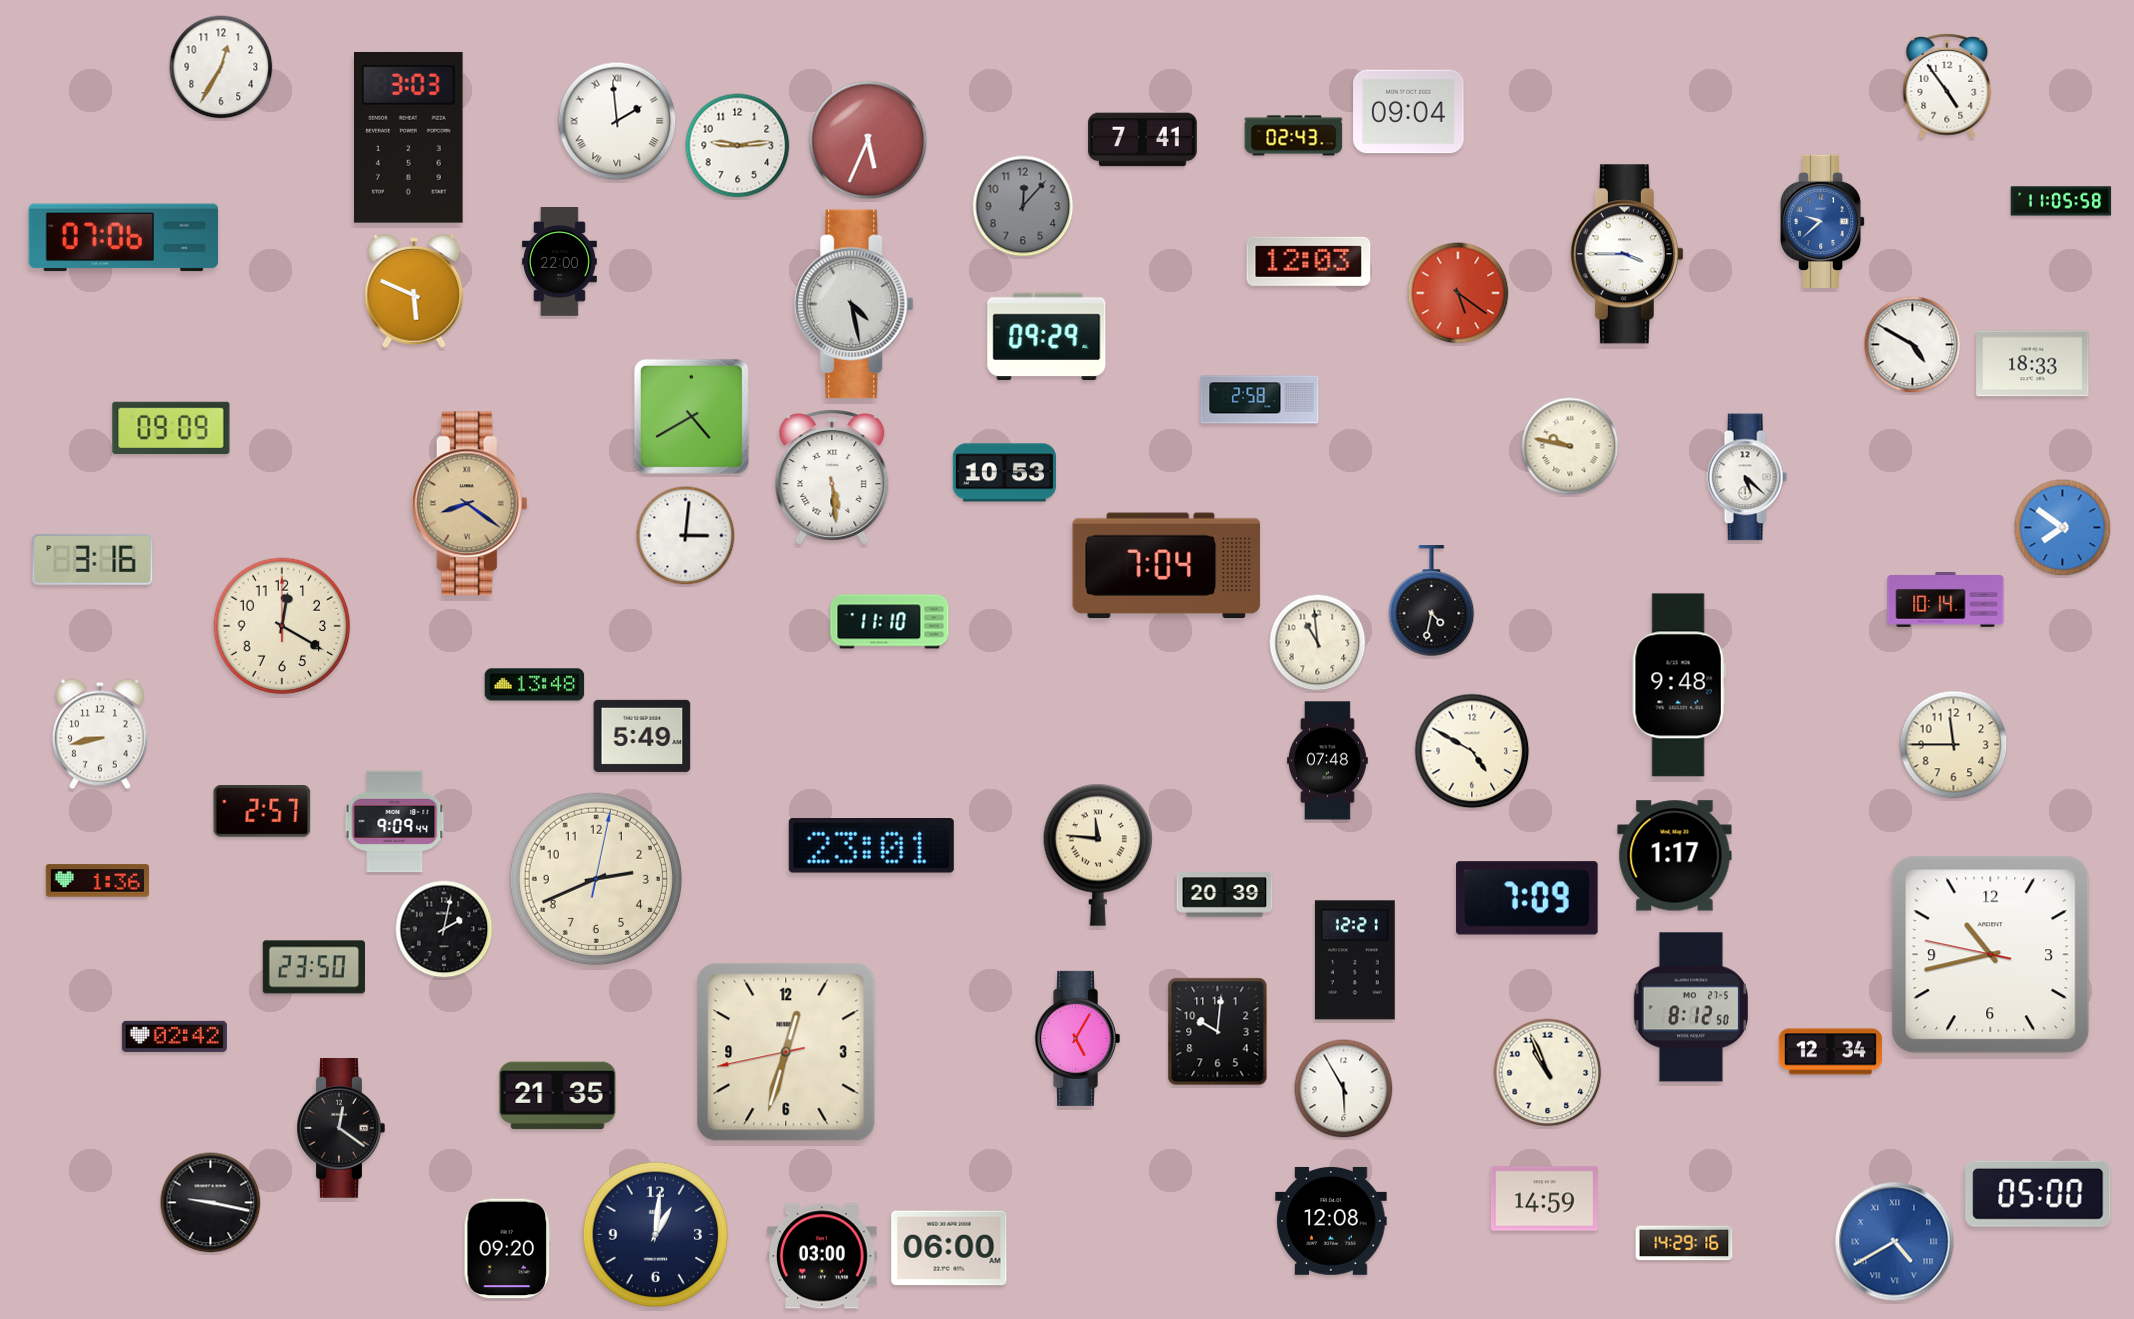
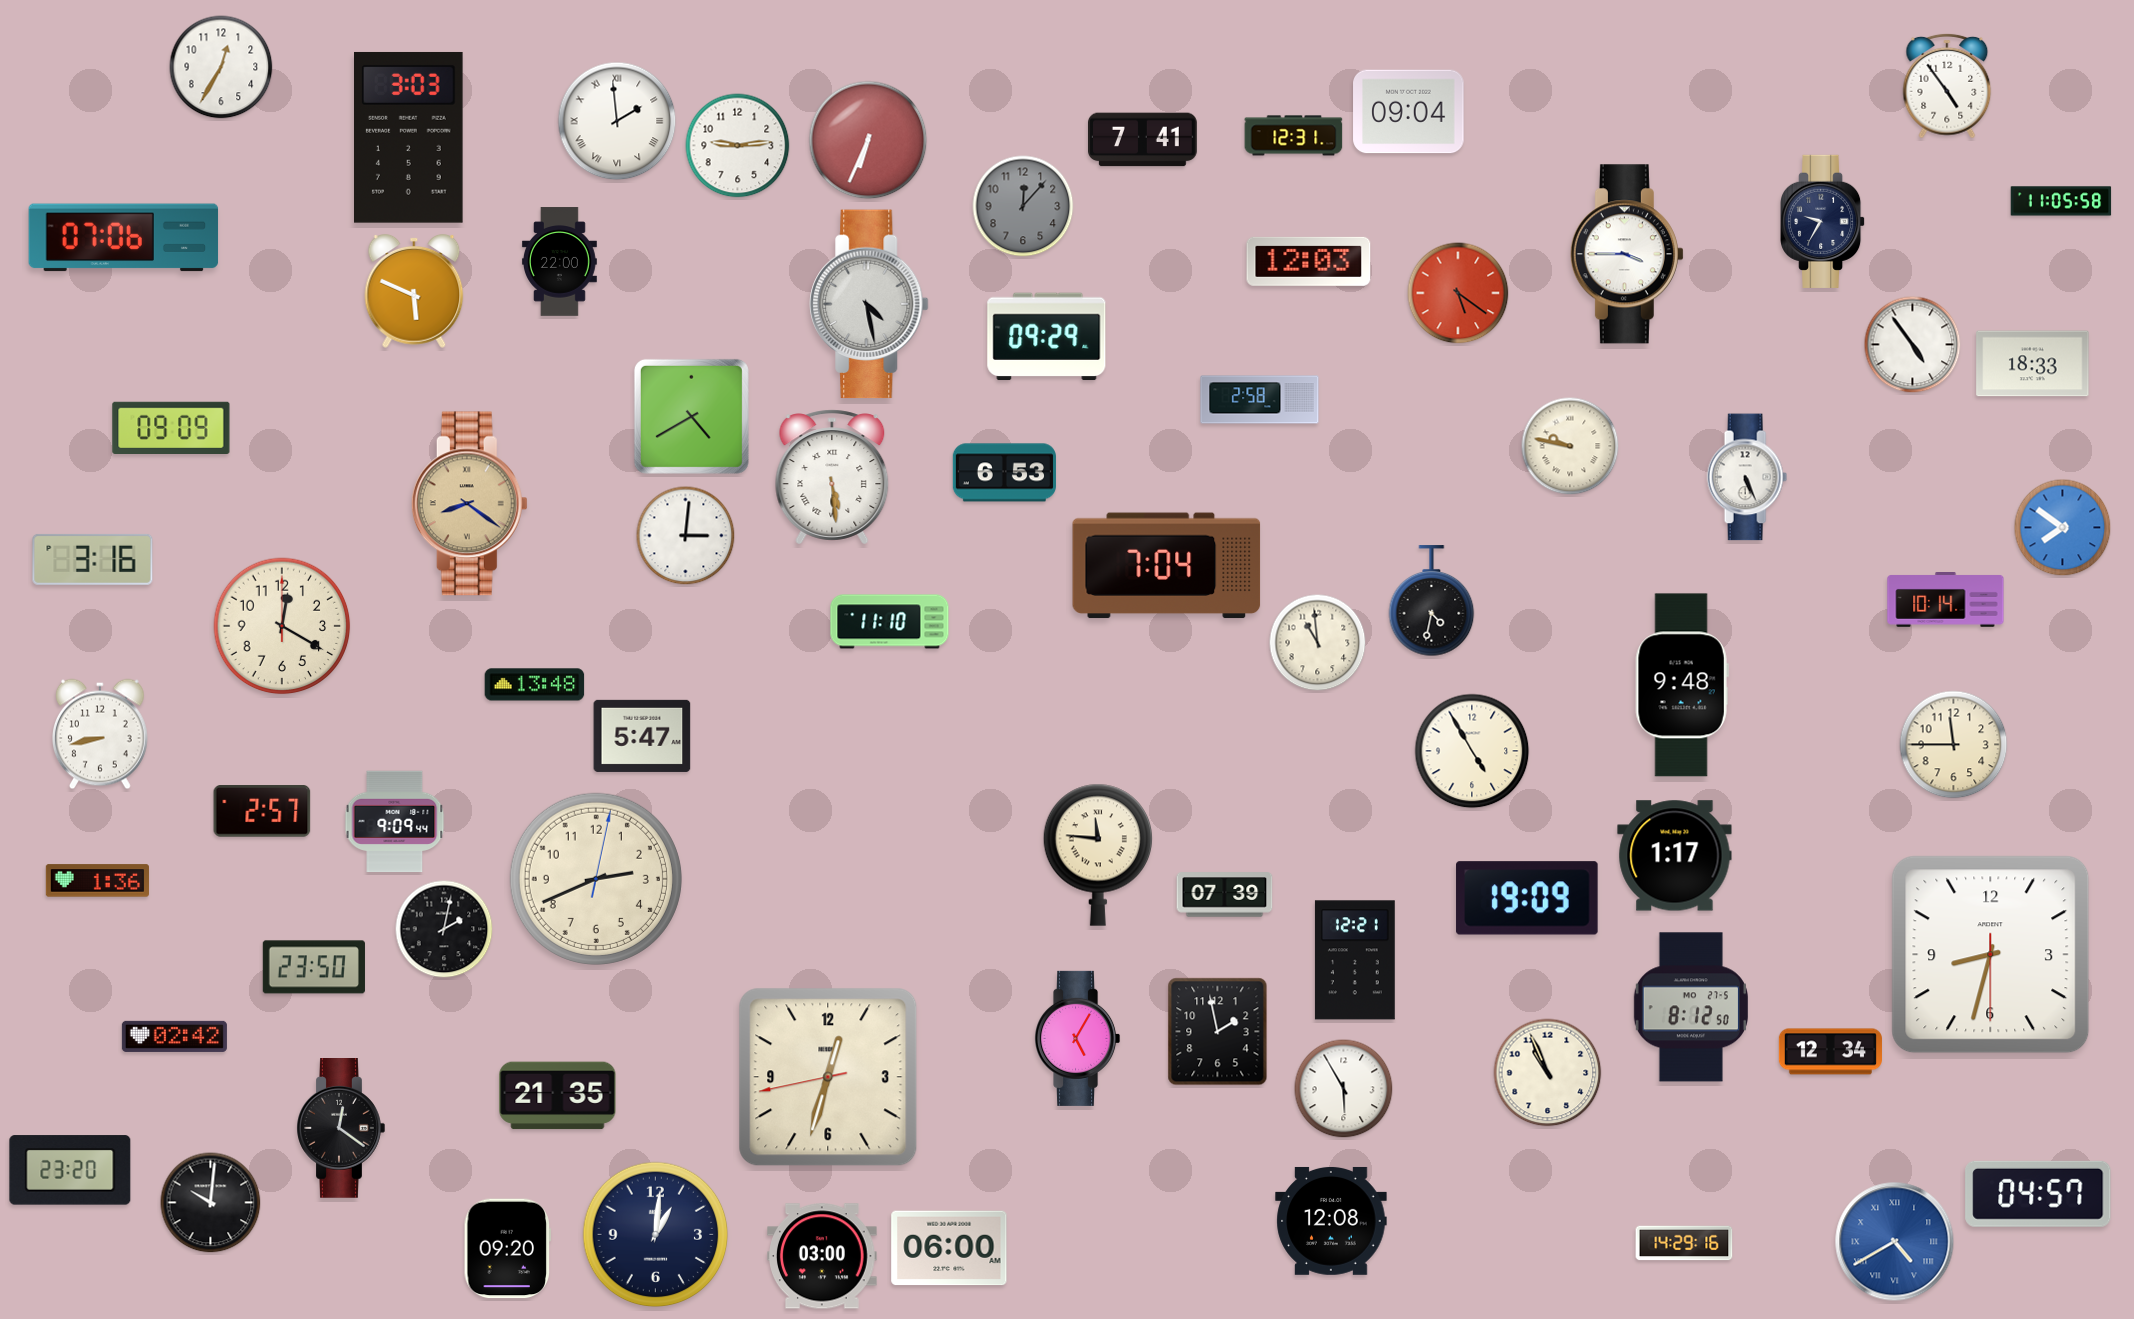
clock at (1294, 136): 02:43 -> 12:31
clock at (868, 140): 5:34 -> 6:34
clock at (1824, 221): 9:38 -> 9:35
clock at (1824, 221) dial: blue -> navy
clock at (854, 304) position: (854, 304) -> (869, 304)
clock at (1913, 345): 4:50 -> 4:54
clock at (1004, 473): 10:53 -> 6:53
clock at (1747, 477): 5:22 -> 5:26
clock at (1679, 685) position: (1679, 685) -> (1682, 685)
clock at (642, 736): 5:49 -> 5:47
clock at (1472, 751): 4:50 -> 4:55
clock at (1327, 761): 07:48 -> none
clock at (871, 846): 23:01 -> none
clock at (1225, 895): 20:39 -> 07:39
clock at (1527, 898): 7:09 -> 19:09
clock at (1991, 955): 10:42 -> 8:32
clock at (1218, 1032): 10:01 -> 1:58
clock at (786, 1052) position: (786, 1052) -> (828, 1077)
clock at (70, 1170): none -> 23:20
clock at (2038, 1194): 05:00 -> 04:57
clock at (1544, 1199): 14:59 -> none
clock at (211, 1203): 9:17 -> 10:01
